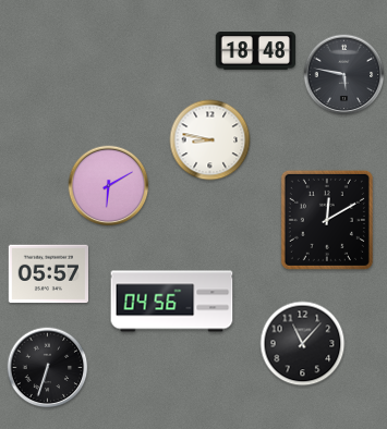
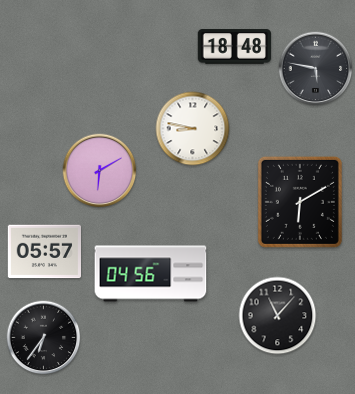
clock at (327, 220): 12:10 -> 6:10
clock at (172, 302) position: (172, 302) -> (151, 274)
clock at (48, 368): 6:33 -> 6:36
